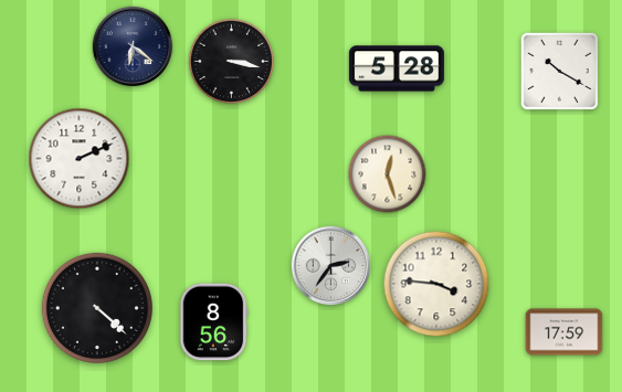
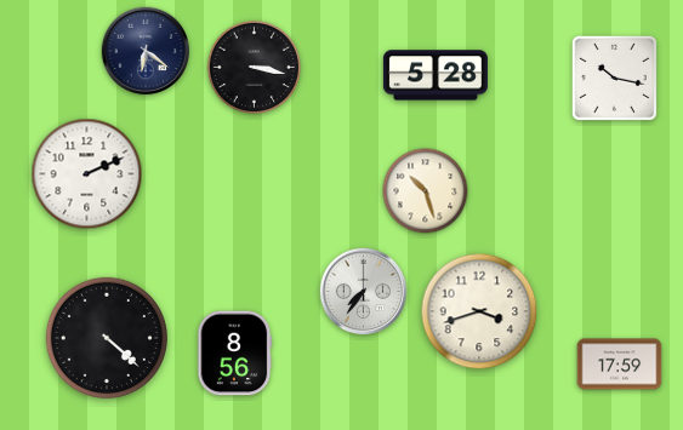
clock at (559, 71): 10:20 -> 10:17
clock at (388, 174): 12:27 -> 10:27
clock at (331, 266): 2:36 -> 7:36
clock at (436, 284): 3:46 -> 3:42
